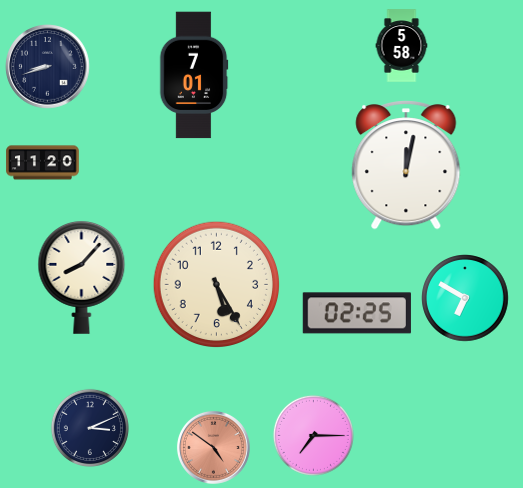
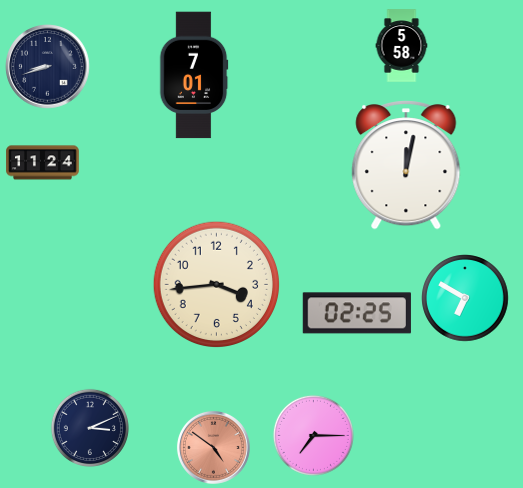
clock at (43, 163): 11:20 -> 11:24
clock at (82, 277): 8:07 -> none
clock at (216, 284): 5:25 -> 3:44
